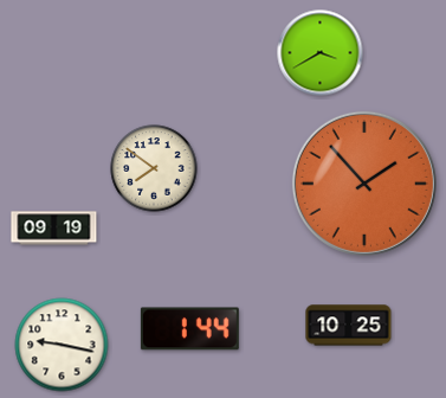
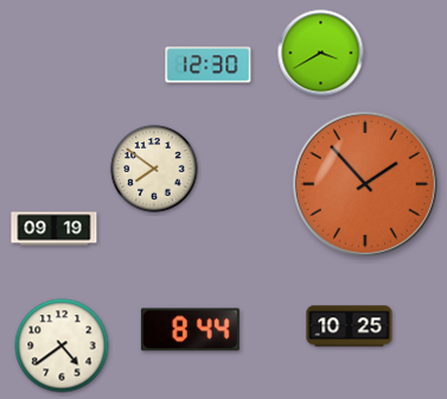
clock at (209, 65): none -> 12:30
clock at (189, 329): 1:44 -> 8:44
clock at (62, 345): 9:17 -> 4:39
